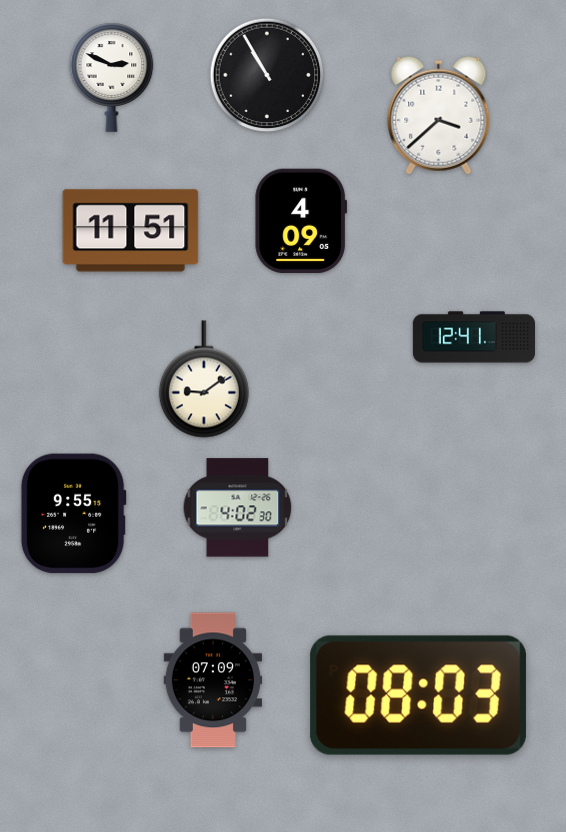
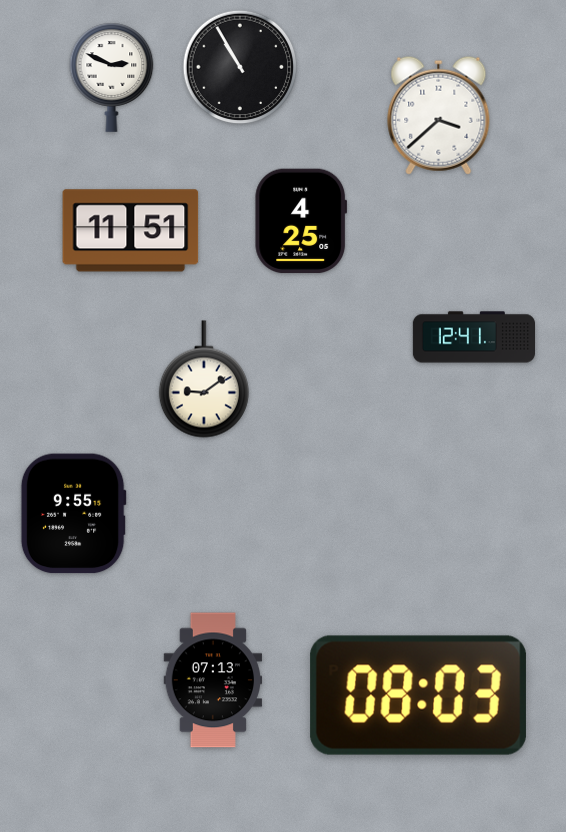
clock at (267, 75) position: (267, 75) -> (240, 67)
clock at (301, 221): 4:09 -> 4:25
clock at (238, 508): 4:02 -> none
clock at (213, 680): 07:09 -> 07:13
